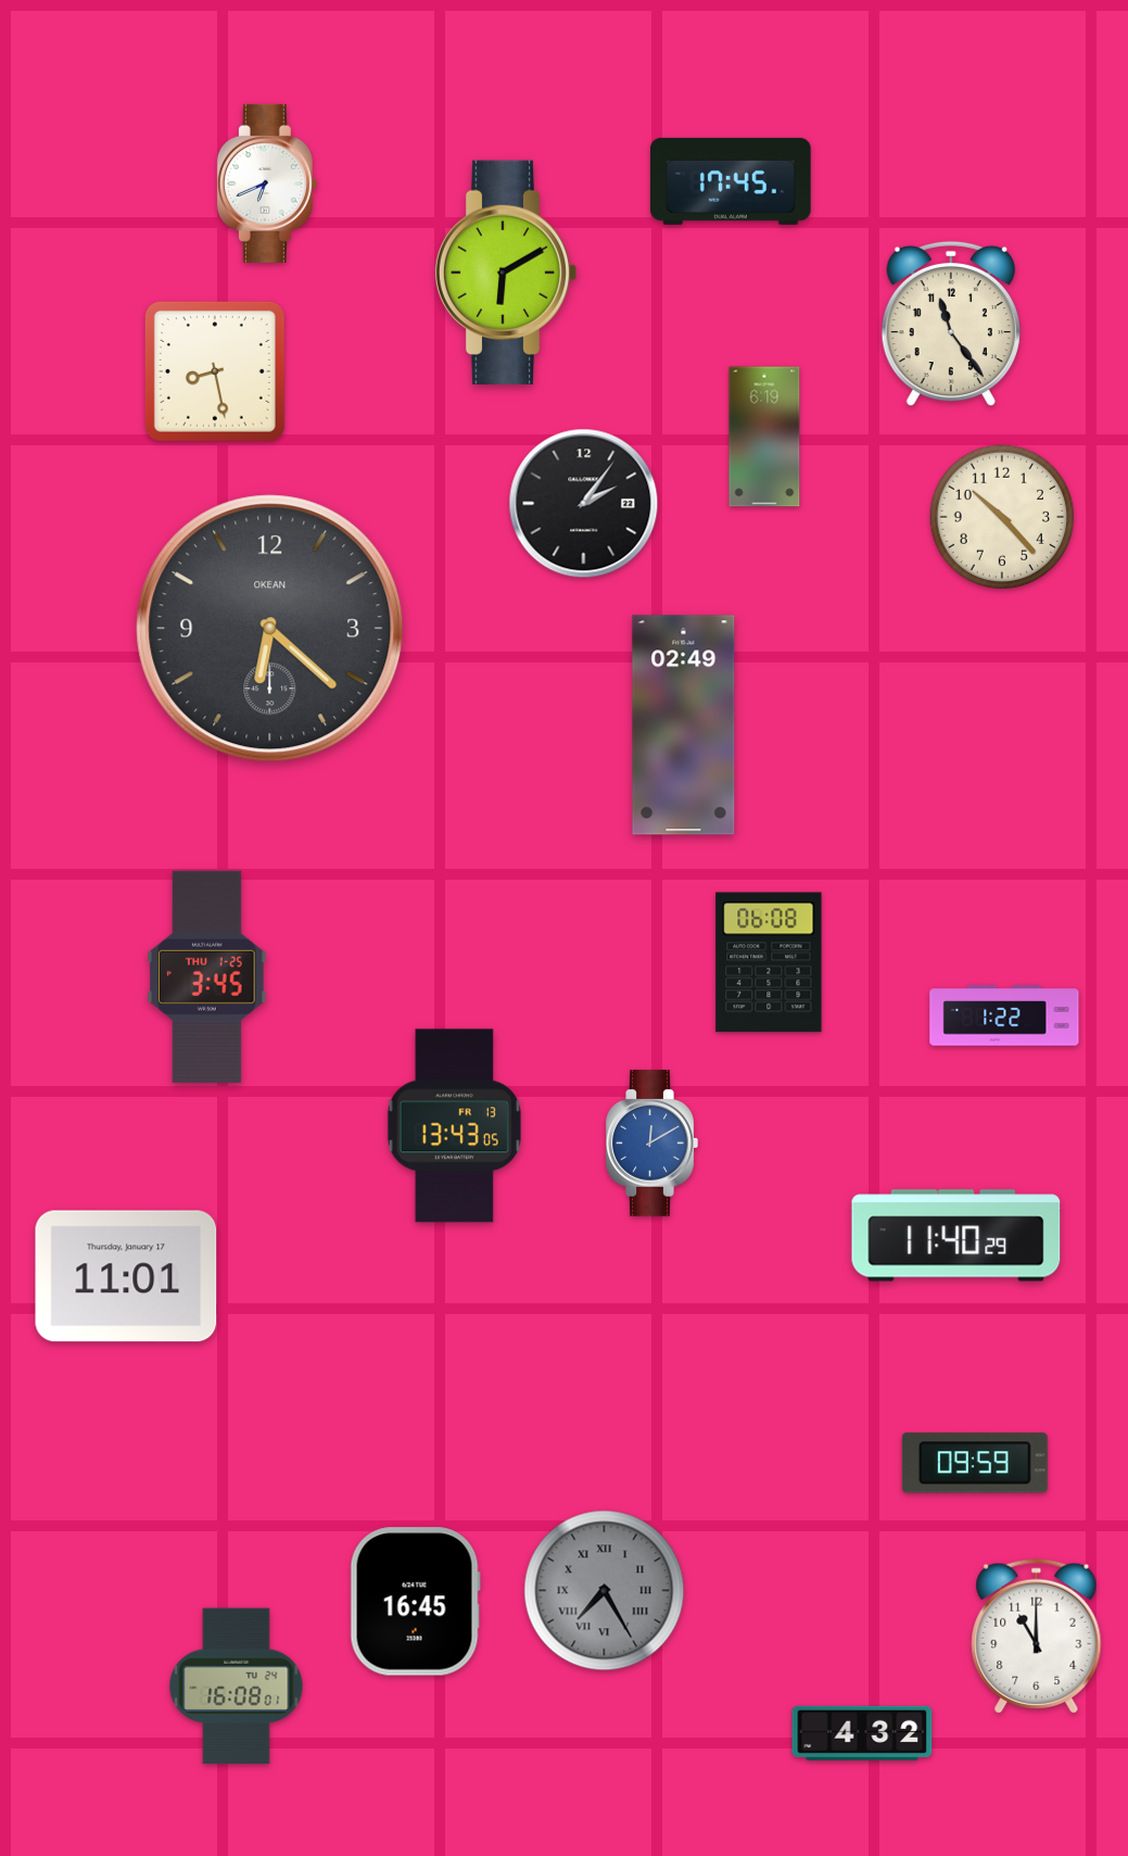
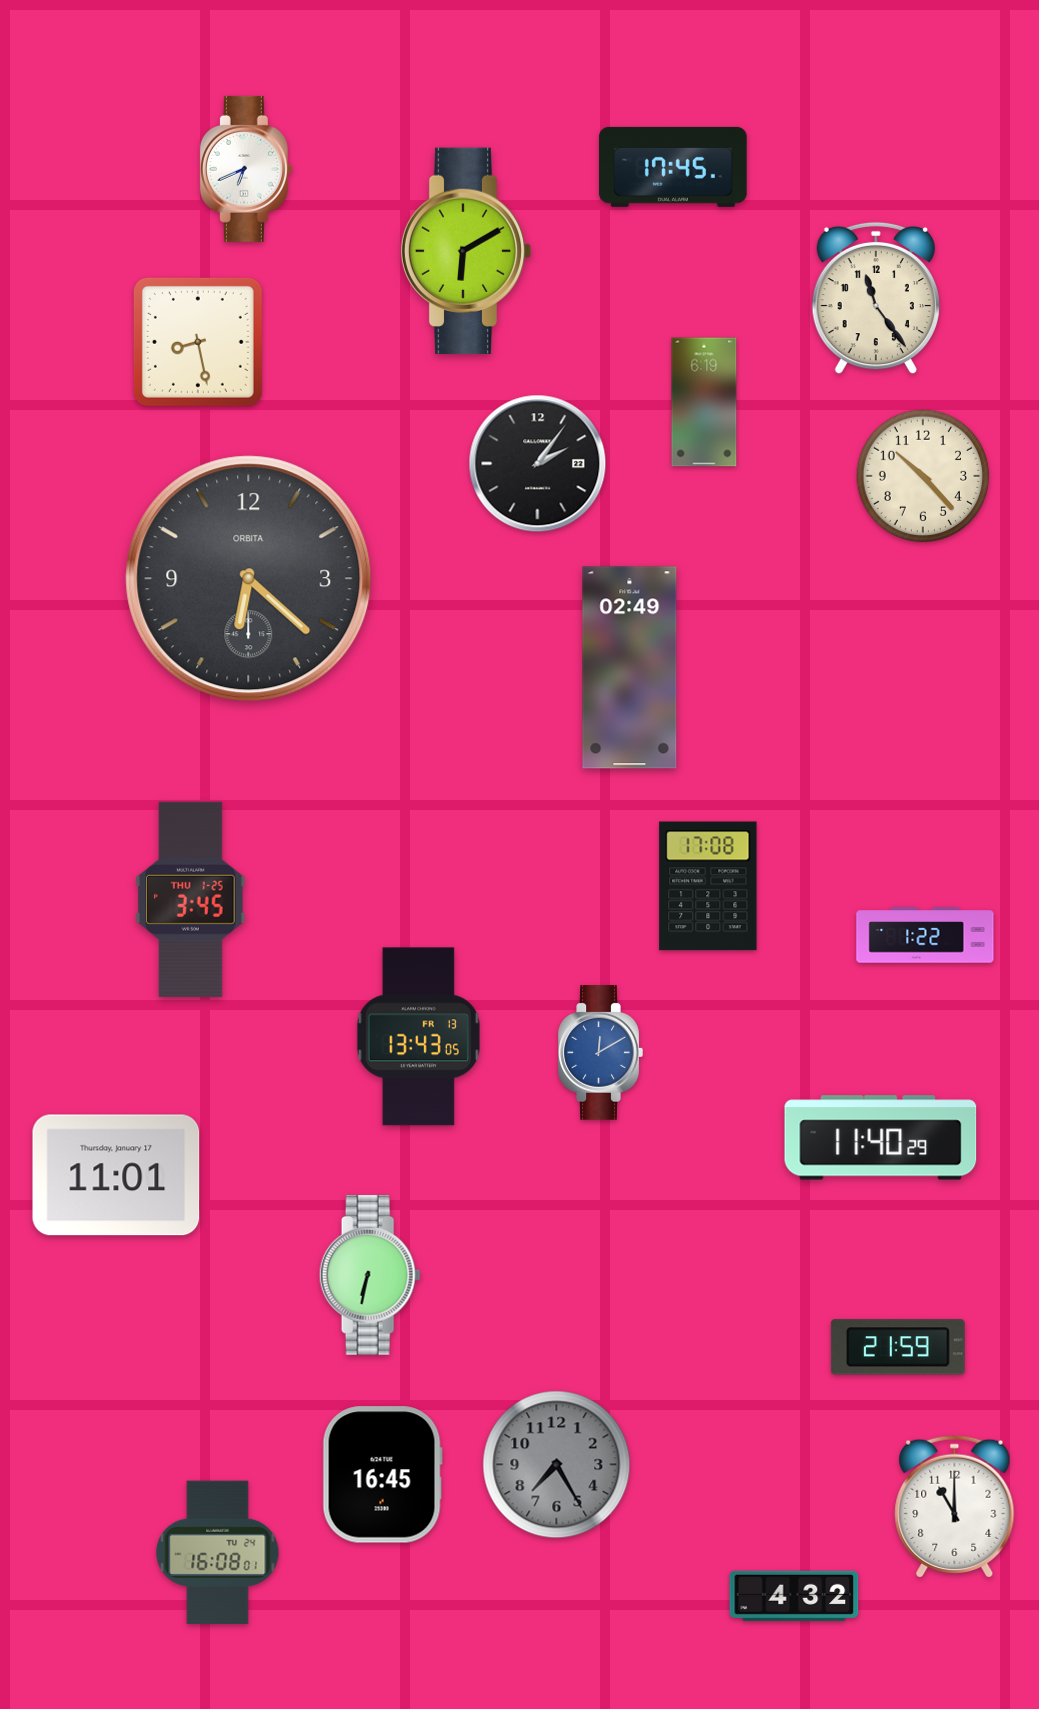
clock at (270, 629) brand: OKEAN -> ORBITA
clock at (769, 962): 06:08 -> 17:08
clock at (370, 1275): none -> 6:32
clock at (975, 1463): 09:59 -> 21:59
clock at (605, 1591) numerals: Roman -> Arabic
